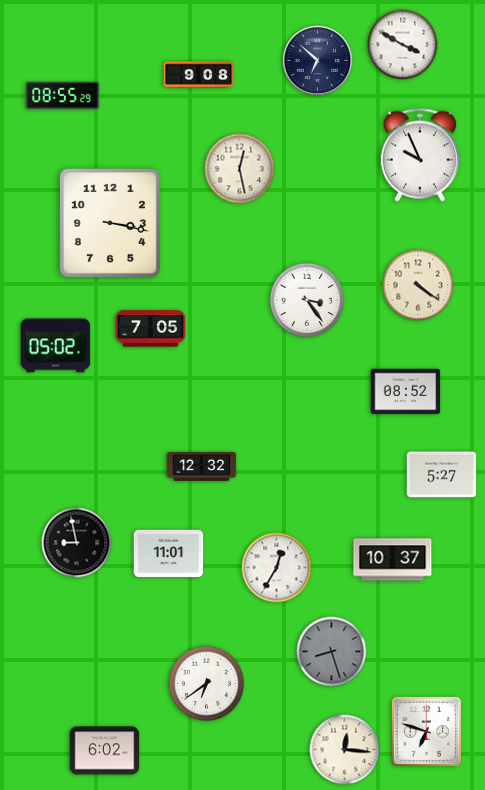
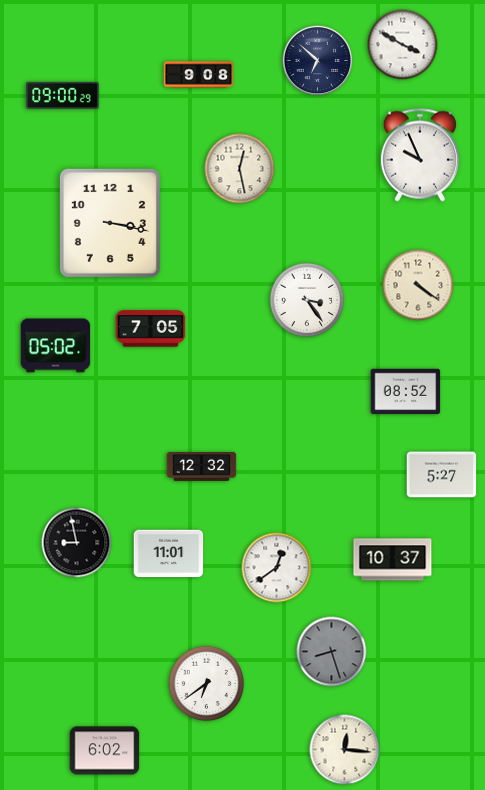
clock at (63, 95): 08:55 -> 09:00
clock at (277, 568): 12:35 -> 12:39
clock at (426, 731): 6:48 -> none
